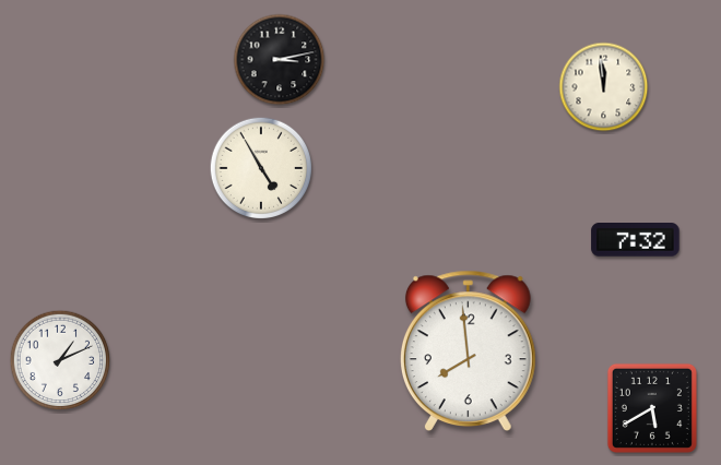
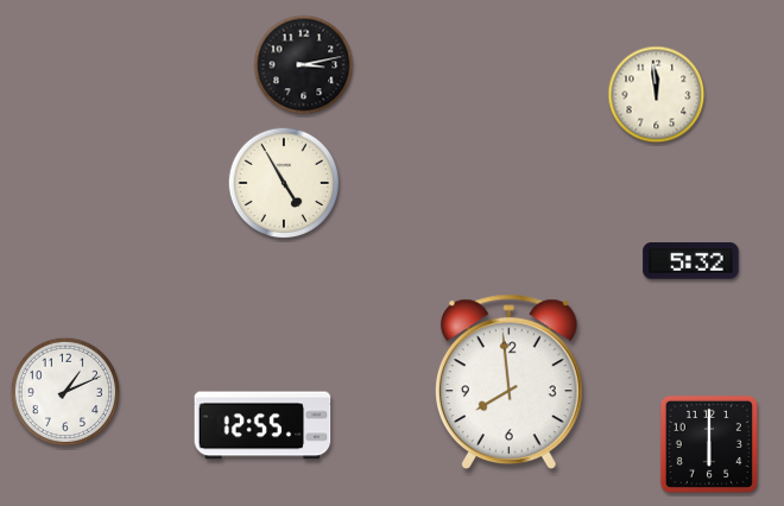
clock at (636, 240): 7:32 -> 5:32
clock at (263, 425): none -> 12:55
clock at (652, 408): 5:40 -> 6:00
